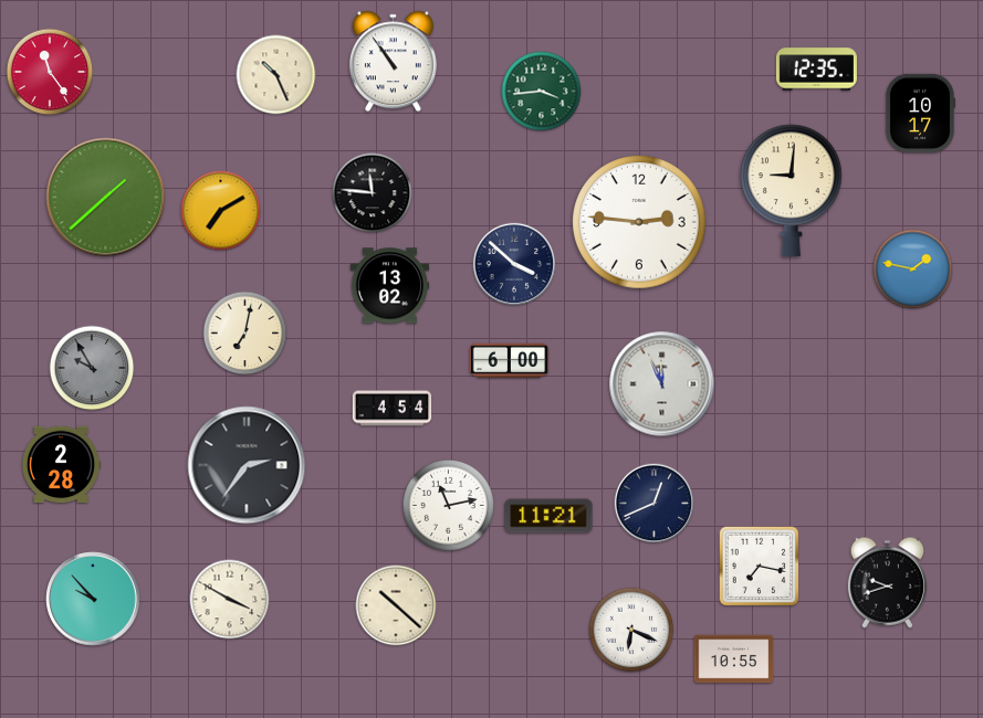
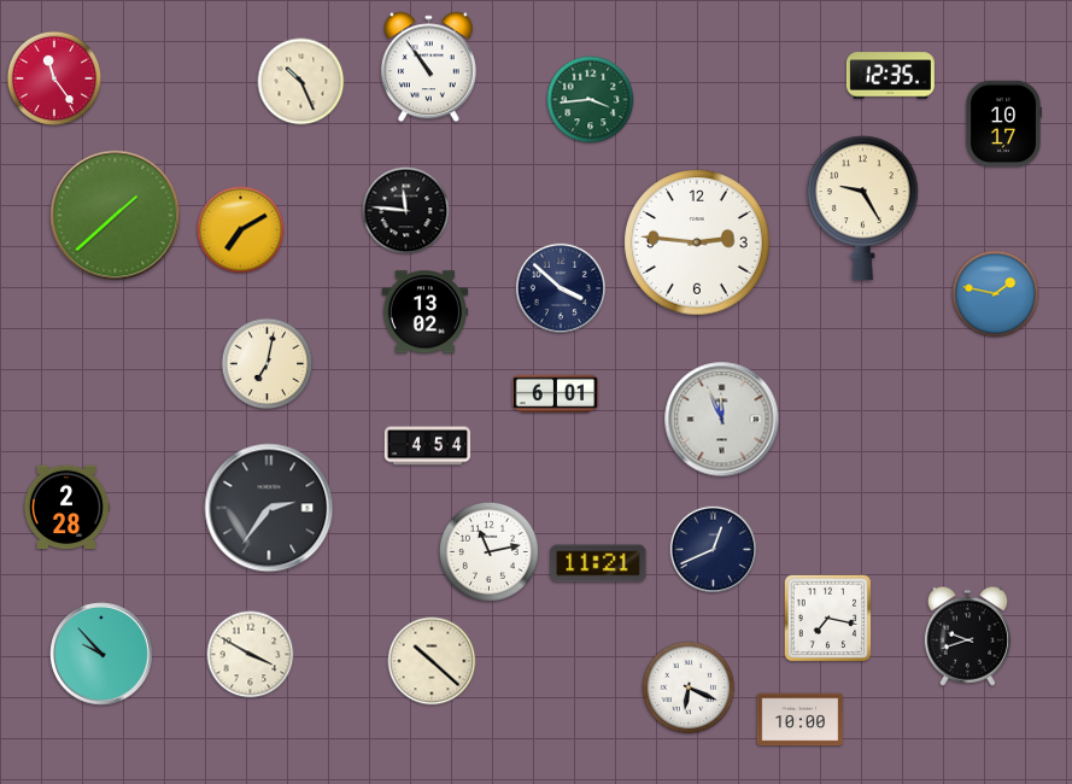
clock at (791, 191): 9:01 -> 9:25
clock at (510, 361): 6:00 -> 6:01
clock at (92, 368): 9:55 -> none
clock at (734, 659): 10:55 -> 10:00
